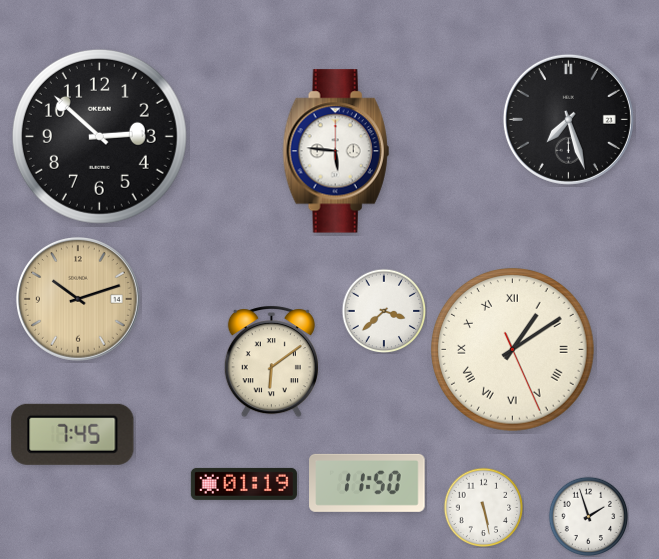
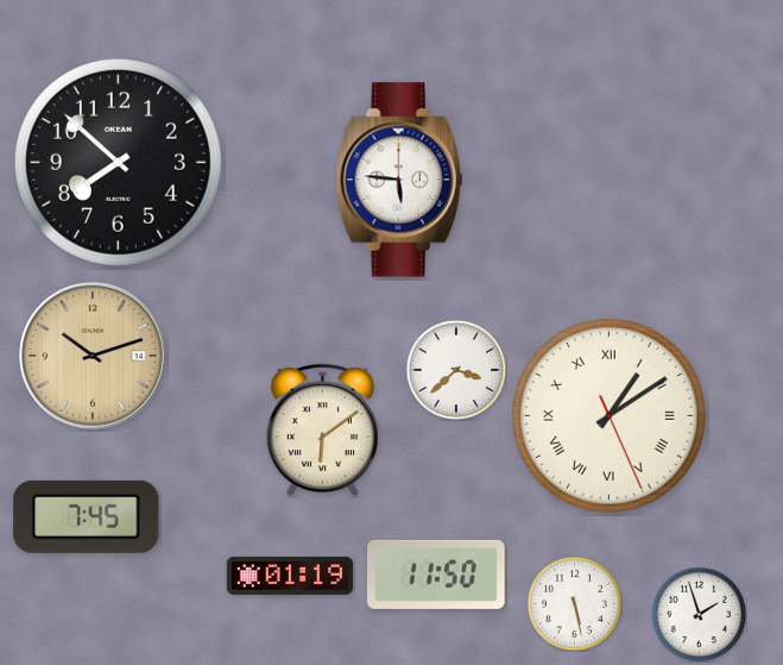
clock at (568, 119): 7:27 -> none
clock at (99, 136): 2:52 -> 7:52
